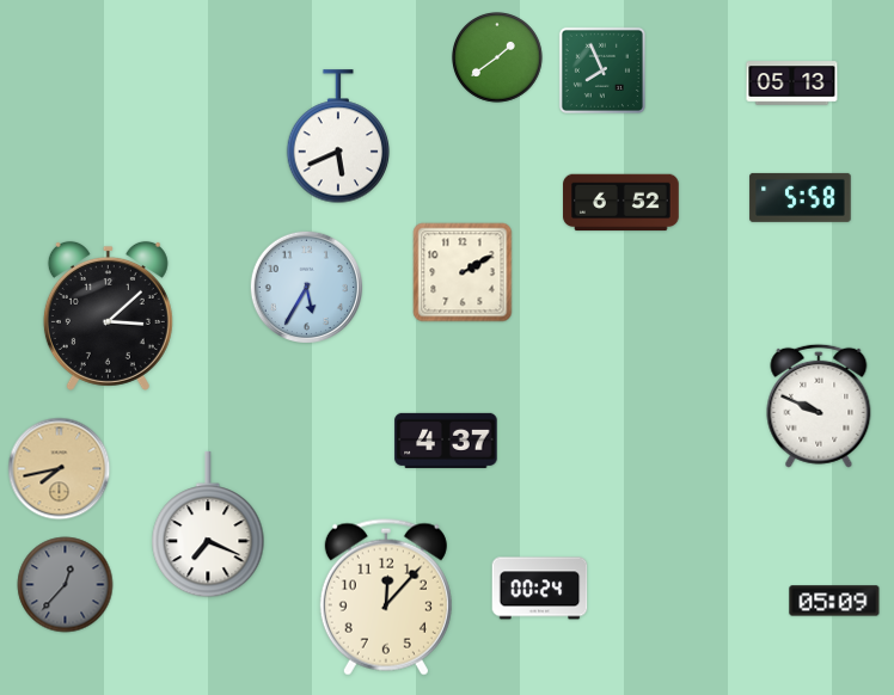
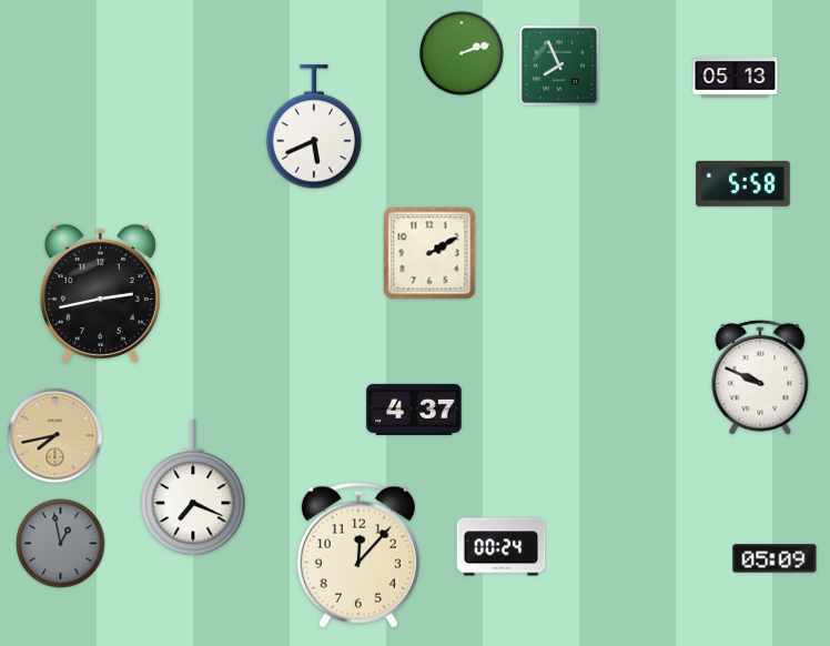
clock at (498, 59): 1:39 -> 2:12
clock at (621, 203): 6:52 -> none
clock at (306, 287): 5:35 -> none
clock at (108, 315): 3:08 -> 2:43
clock at (66, 585): 12:37 -> 12:58
